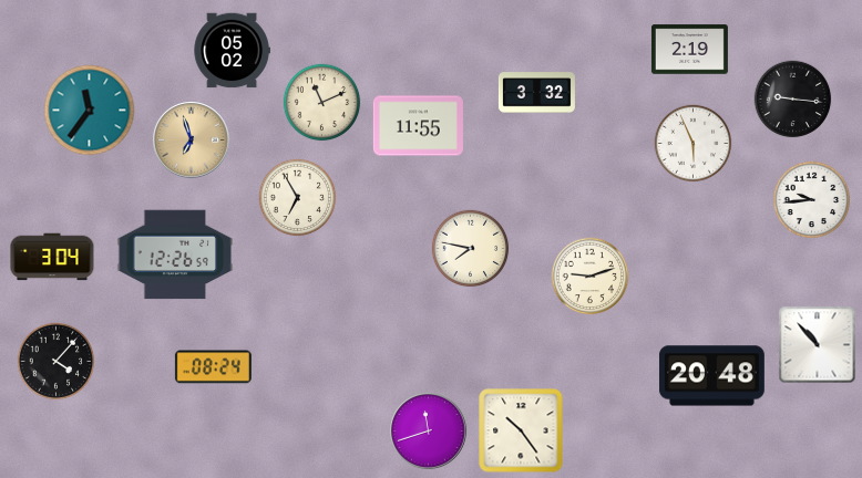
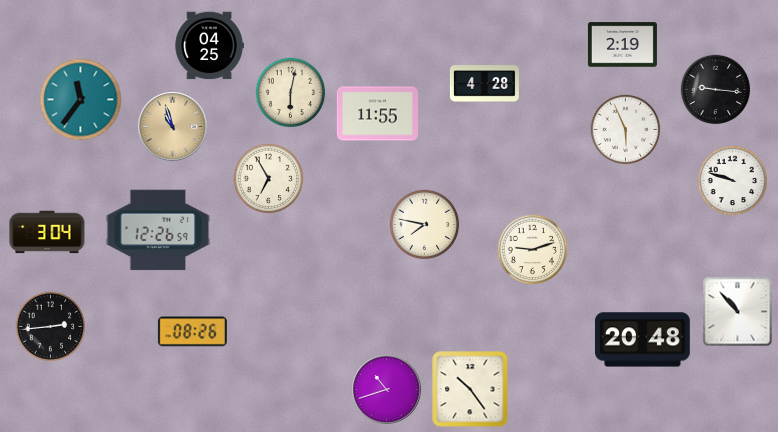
clock at (232, 51): 05:02 -> 04:25
clock at (536, 93): 3:32 -> 4:28
clock at (322, 103): 11:11 -> 6:02
clock at (192, 141): 6:57 -> 10:57
clock at (812, 200): 9:44 -> 9:48
clock at (57, 362): 4:07 -> 2:44
clock at (213, 367): 08:24 -> 08:26
clock at (429, 432): 11:42 -> 10:42
